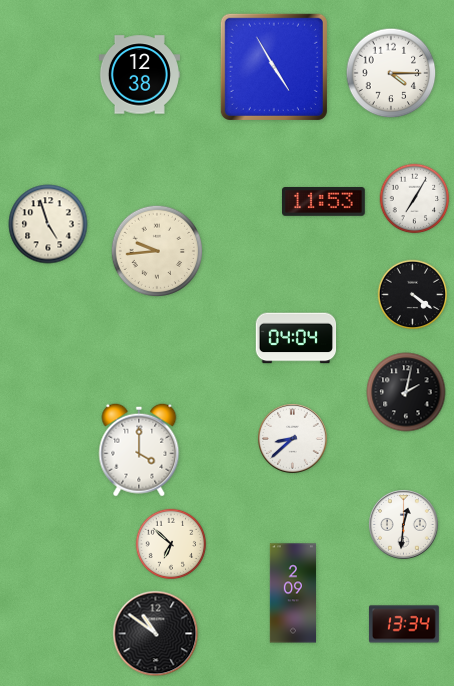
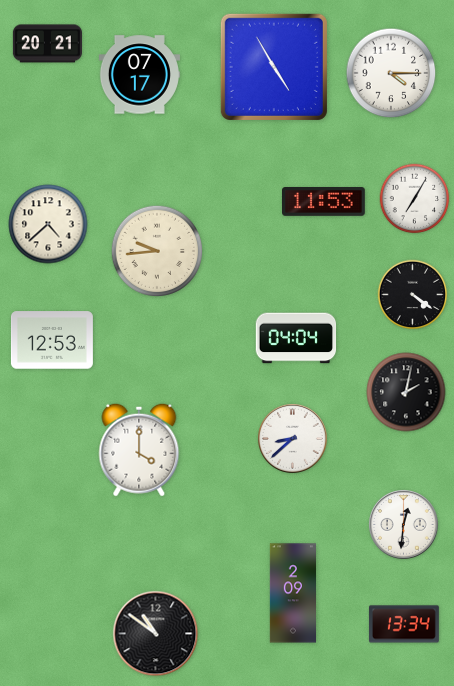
clock at (47, 44): none -> 20:21
clock at (139, 75): 12:38 -> 07:17
clock at (48, 224): 4:57 -> 4:38
clock at (52, 340): none -> 12:53
clock at (171, 544): 6:52 -> none
